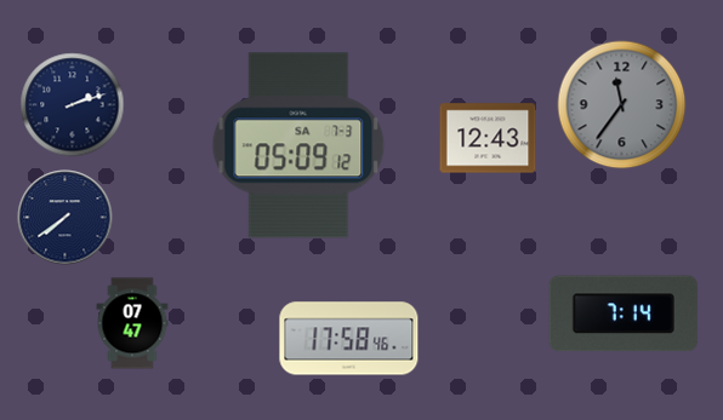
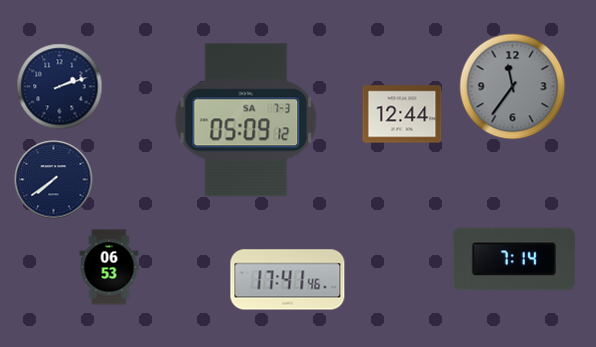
clock at (488, 138): 12:43 -> 12:44
clock at (132, 323): 07:47 -> 06:53
clock at (349, 339): 17:58 -> 17:41
